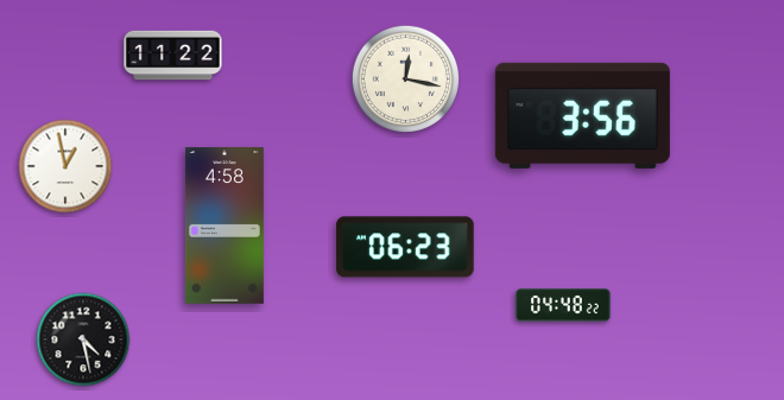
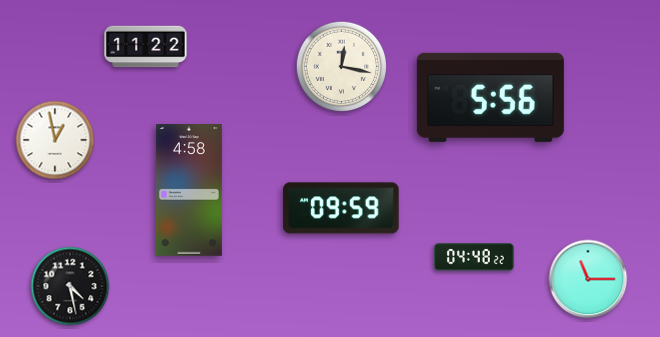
clock at (582, 115): 3:56 -> 5:56
clock at (405, 247): 06:23 -> 09:59
clock at (588, 279): none -> 11:15
